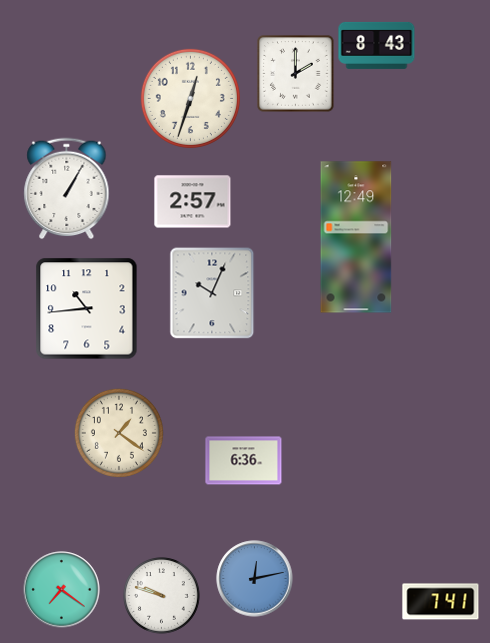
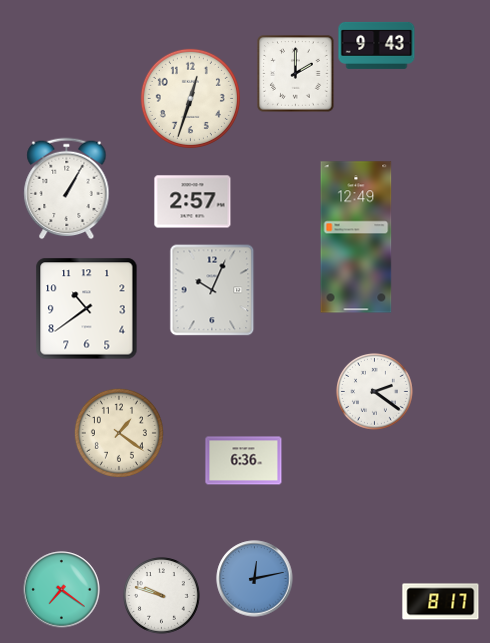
clock at (377, 45): 8:43 -> 9:43
clock at (212, 293) position: (212, 293) -> (212, 290)
clock at (87, 309): 10:44 -> 10:39
clock at (375, 392): none -> 2:21
clock at (441, 602): 7:41 -> 8:17
